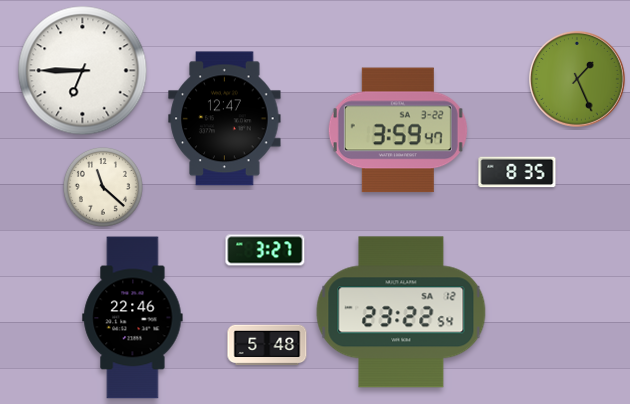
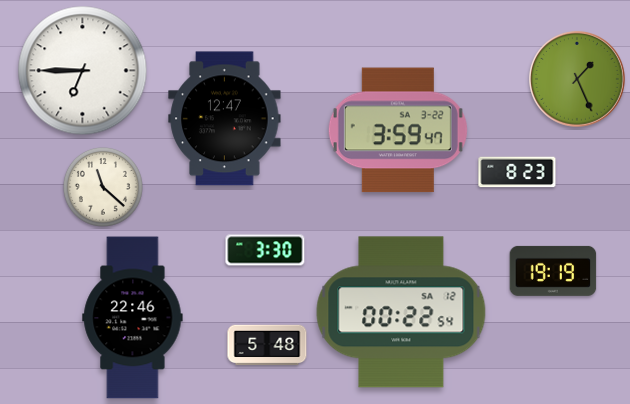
clock at (517, 172): 8:35 -> 8:23
clock at (265, 250): 3:27 -> 3:30
clock at (553, 271): none -> 19:19
clock at (401, 312): 23:22 -> 00:22
